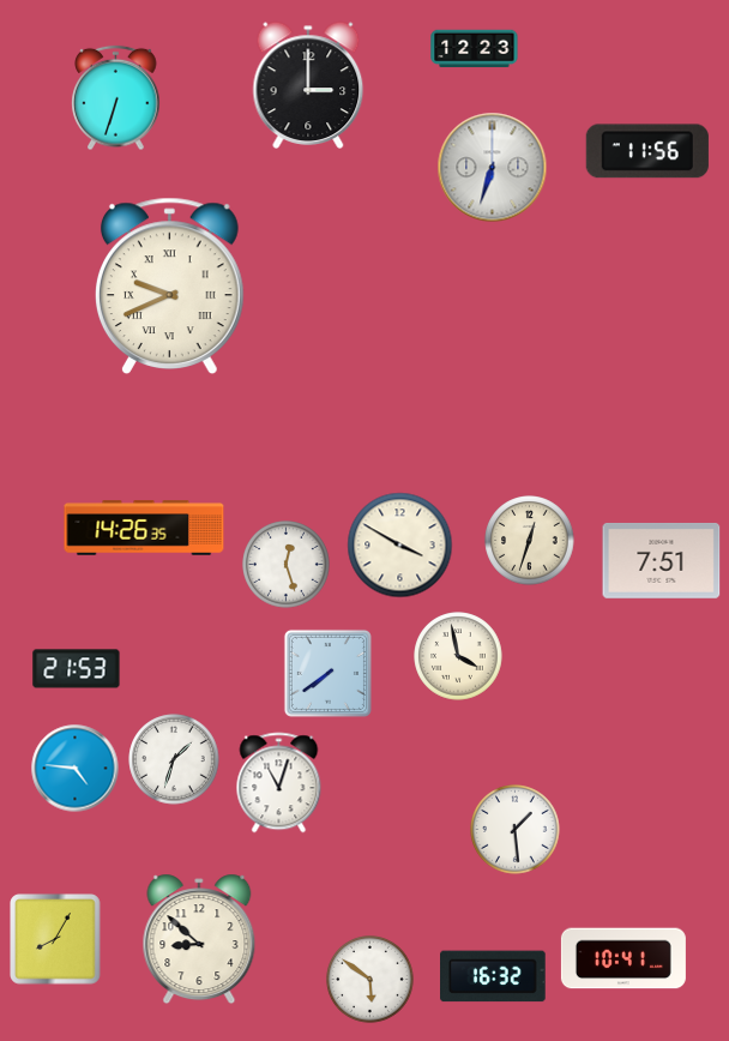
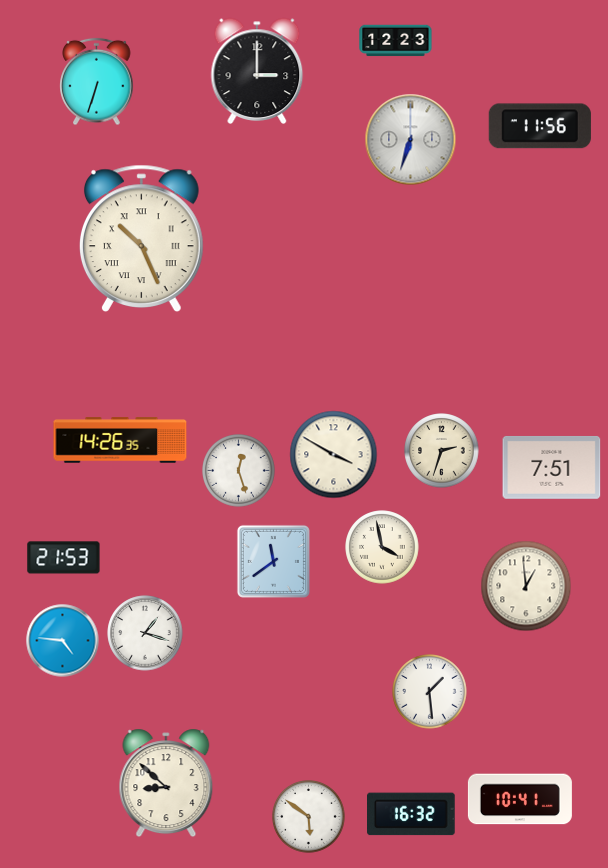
clock at (169, 285): 9:41 -> 10:26
clock at (530, 541): 12:33 -> 2:33
clock at (327, 673): 7:39 -> 11:39
clock at (526, 586): none -> 12:59
clock at (174, 759): 1:33 -> 1:18
clock at (279, 783): 11:03 -> none
clock at (55, 939): 8:05 -> none
